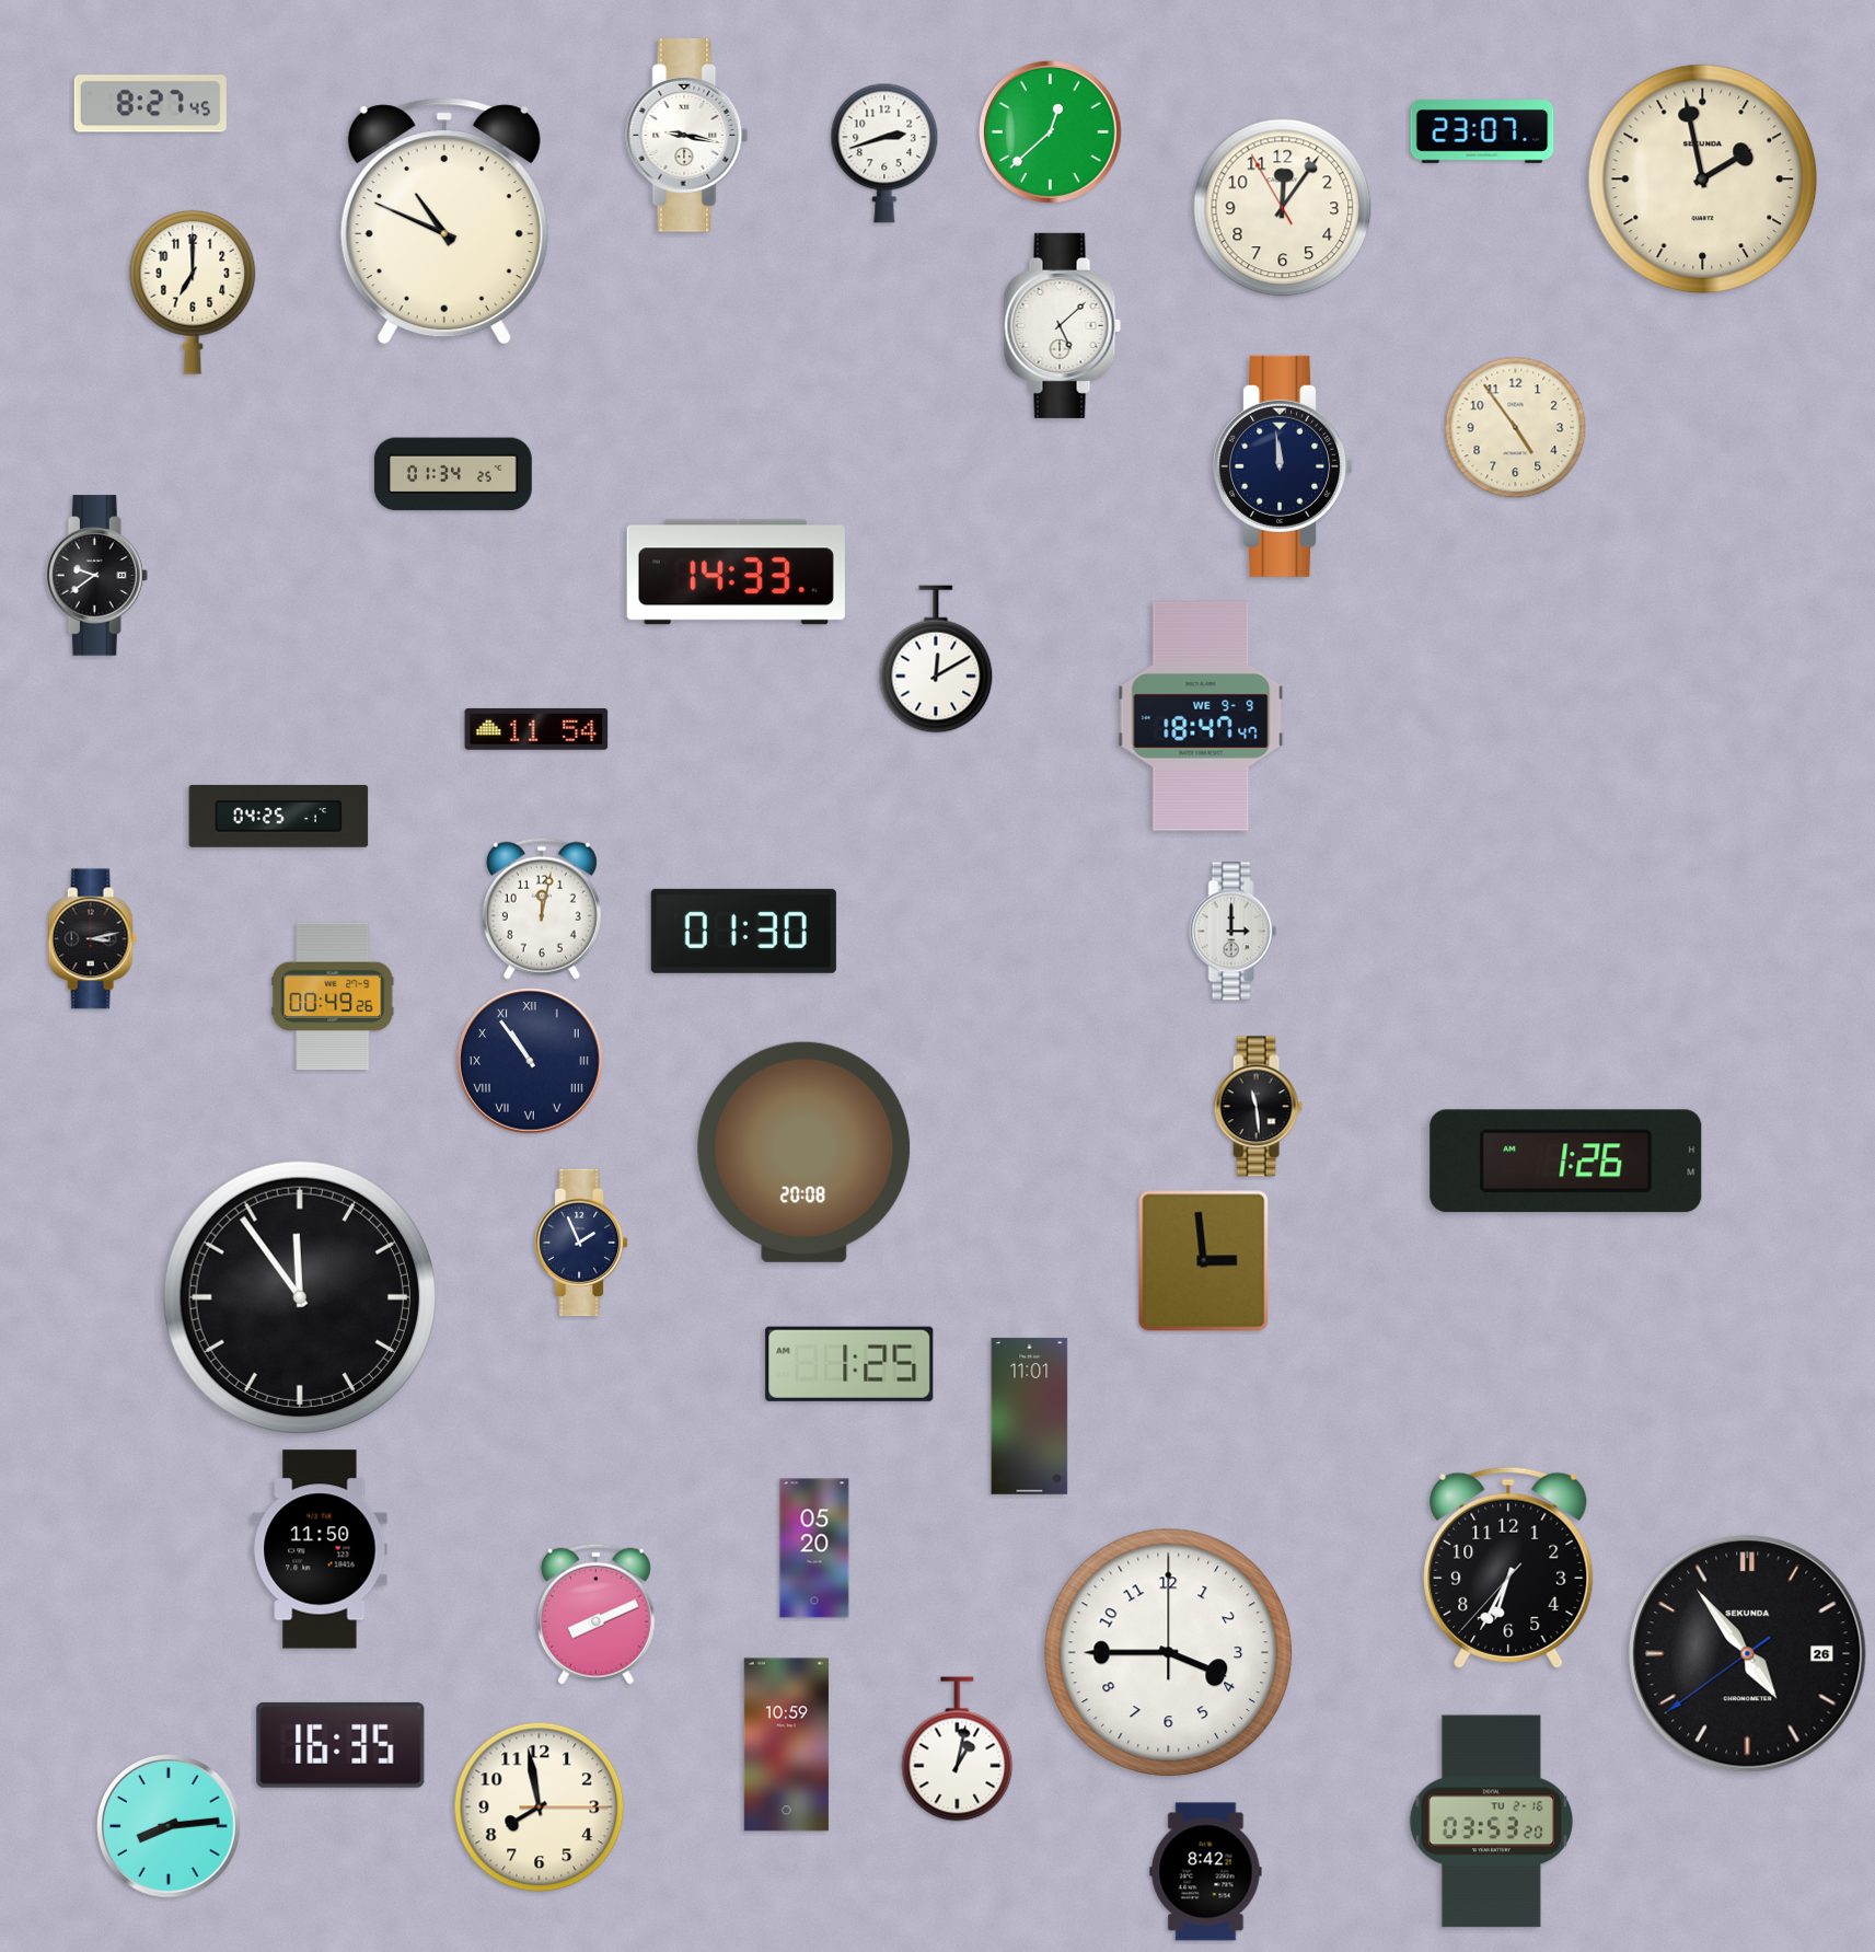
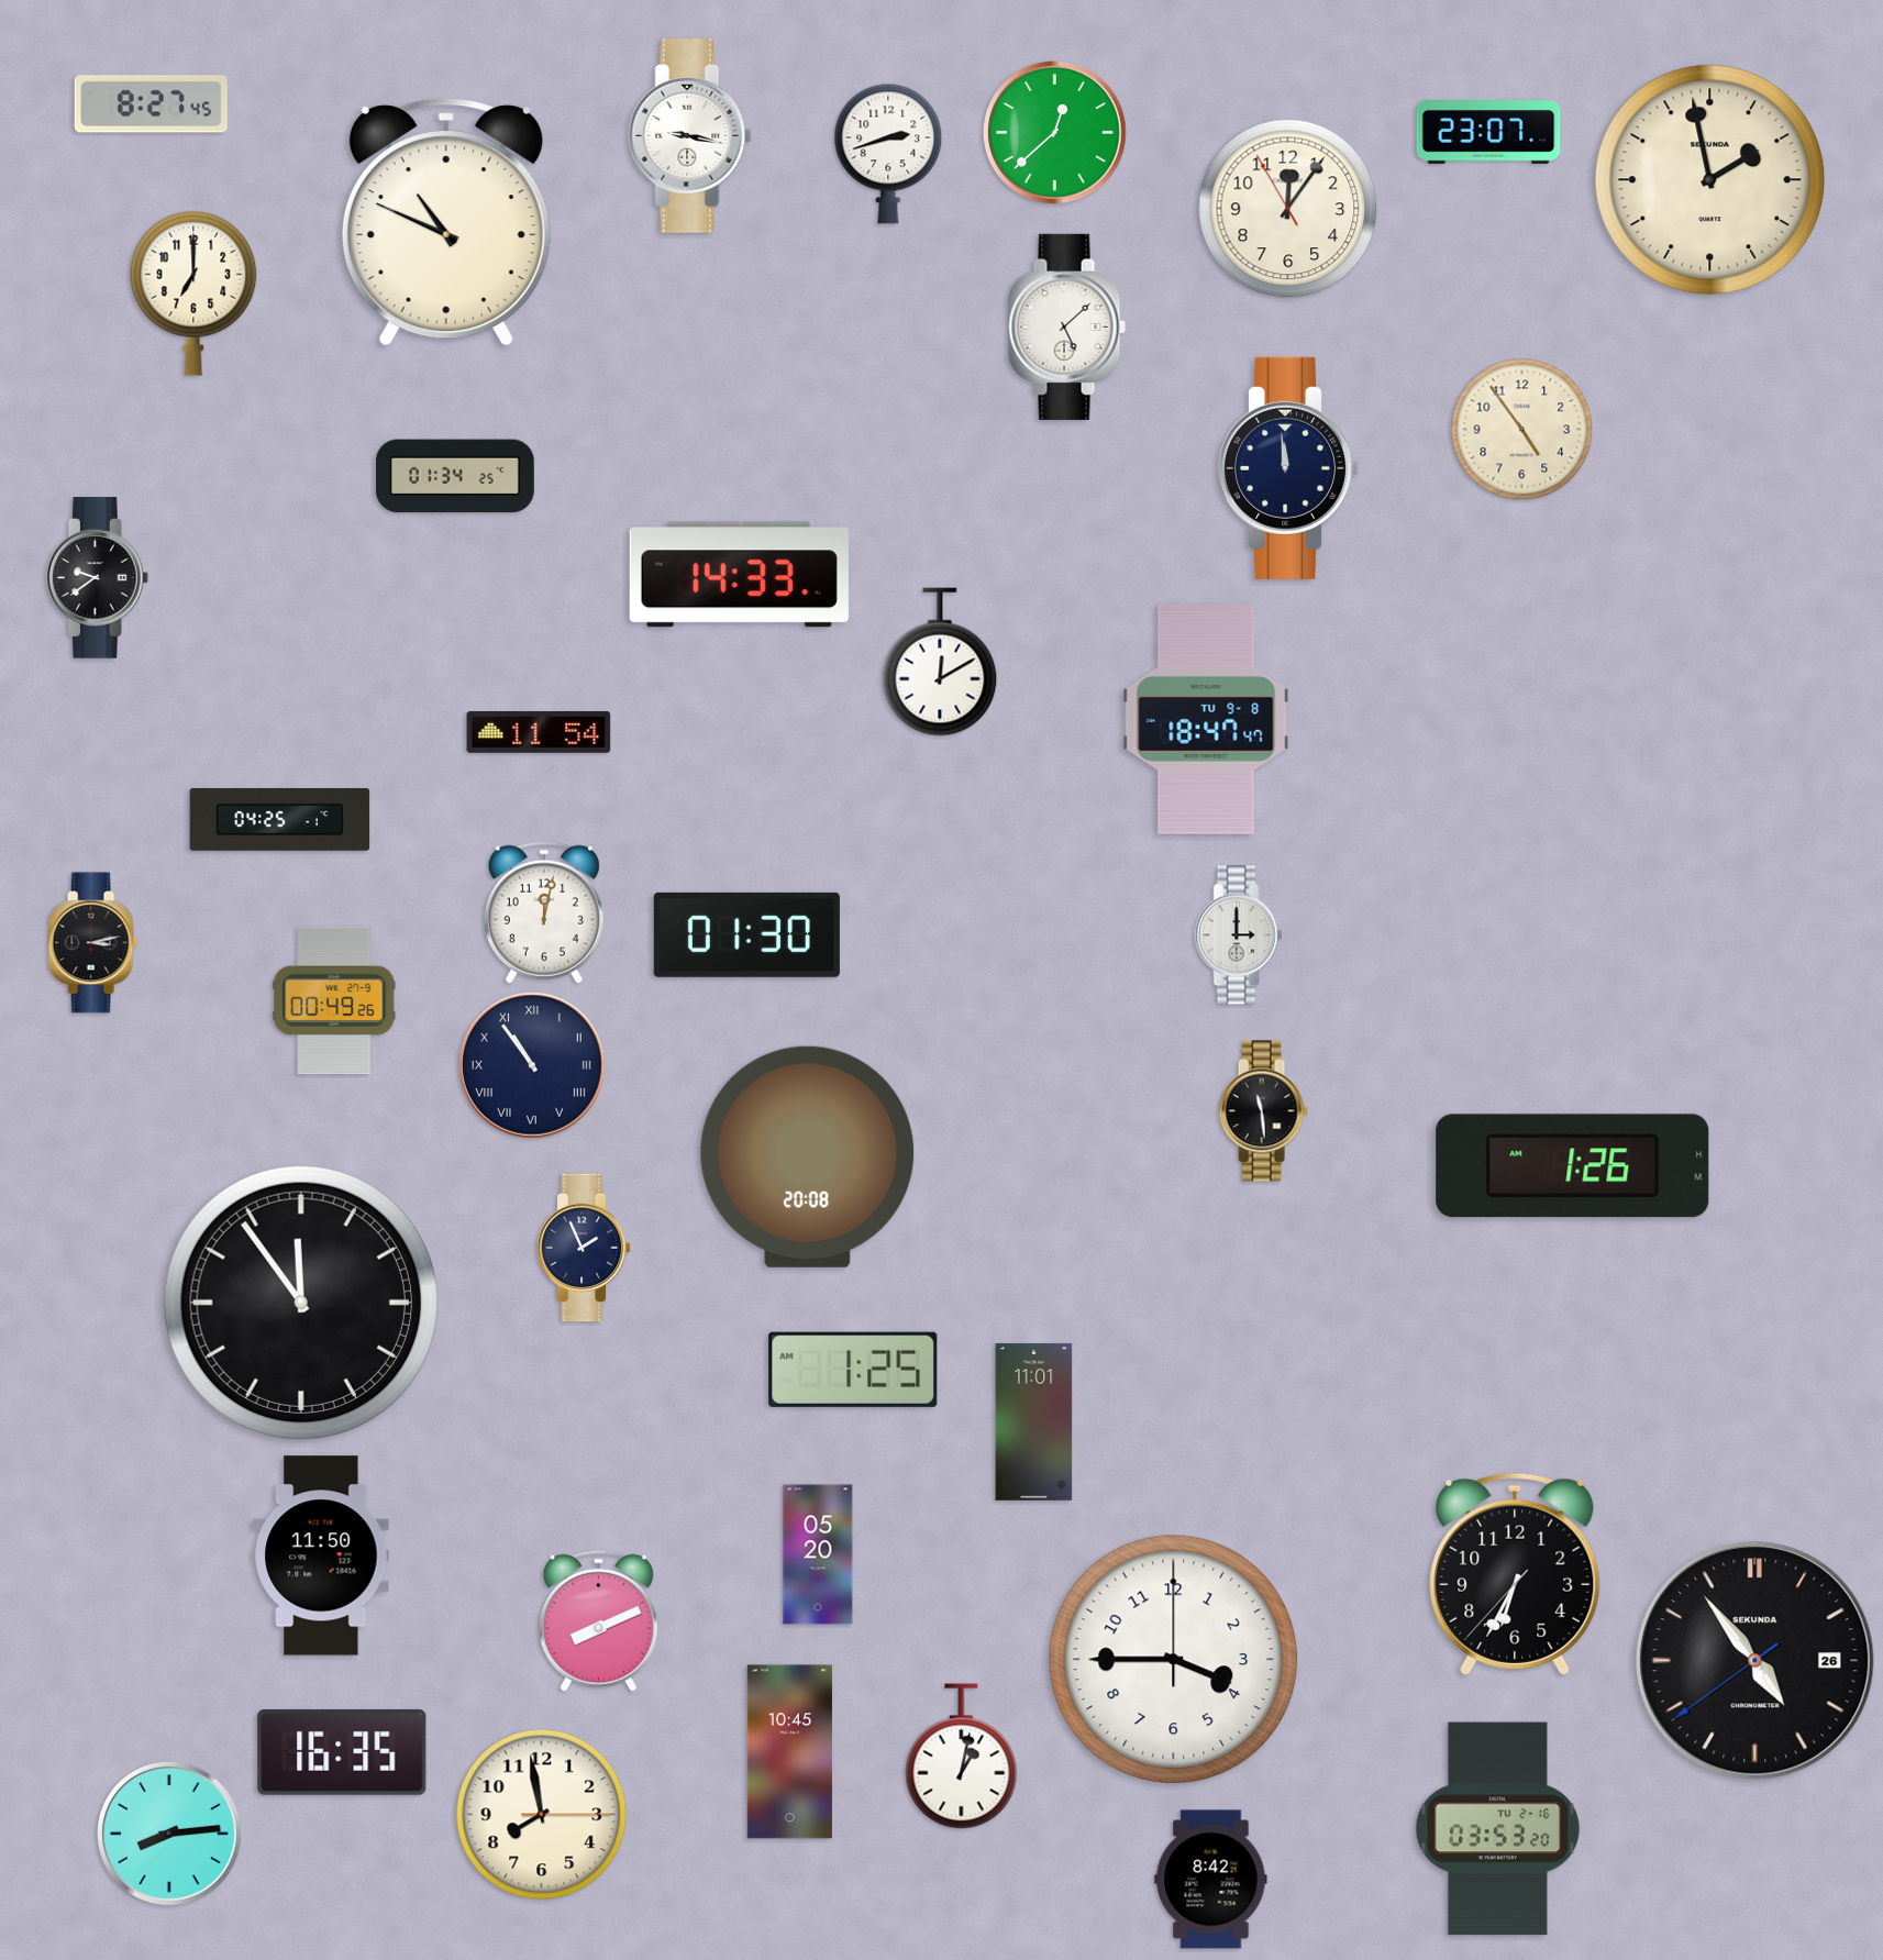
clock at (1201, 716) date: WE 9-9 -> TU 9-8
clock at (1204, 1261): 2:59 -> none
clock at (786, 1745): 10:59 -> 10:45
